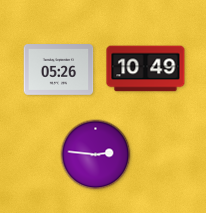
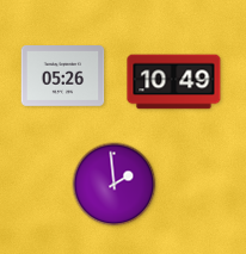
clock at (59, 70) position: (59, 70) -> (63, 76)
clock at (96, 155): 2:46 -> 1:59
